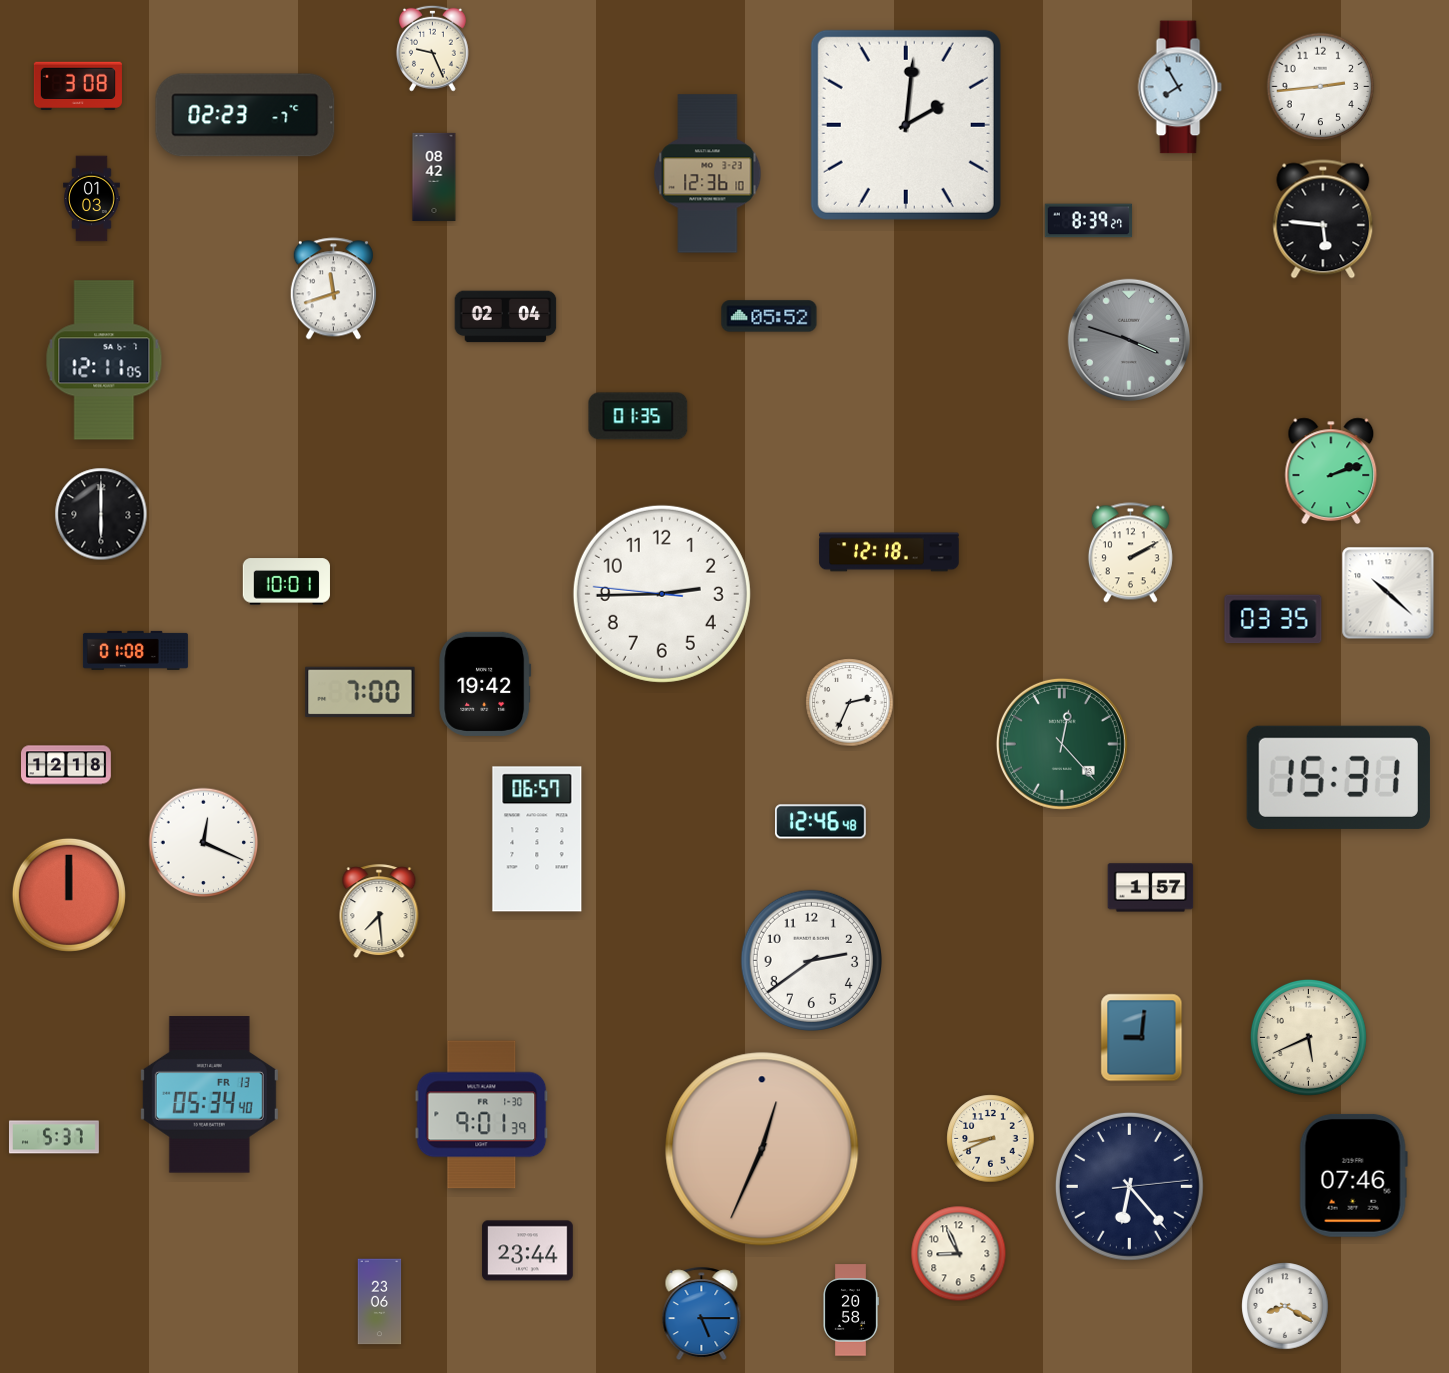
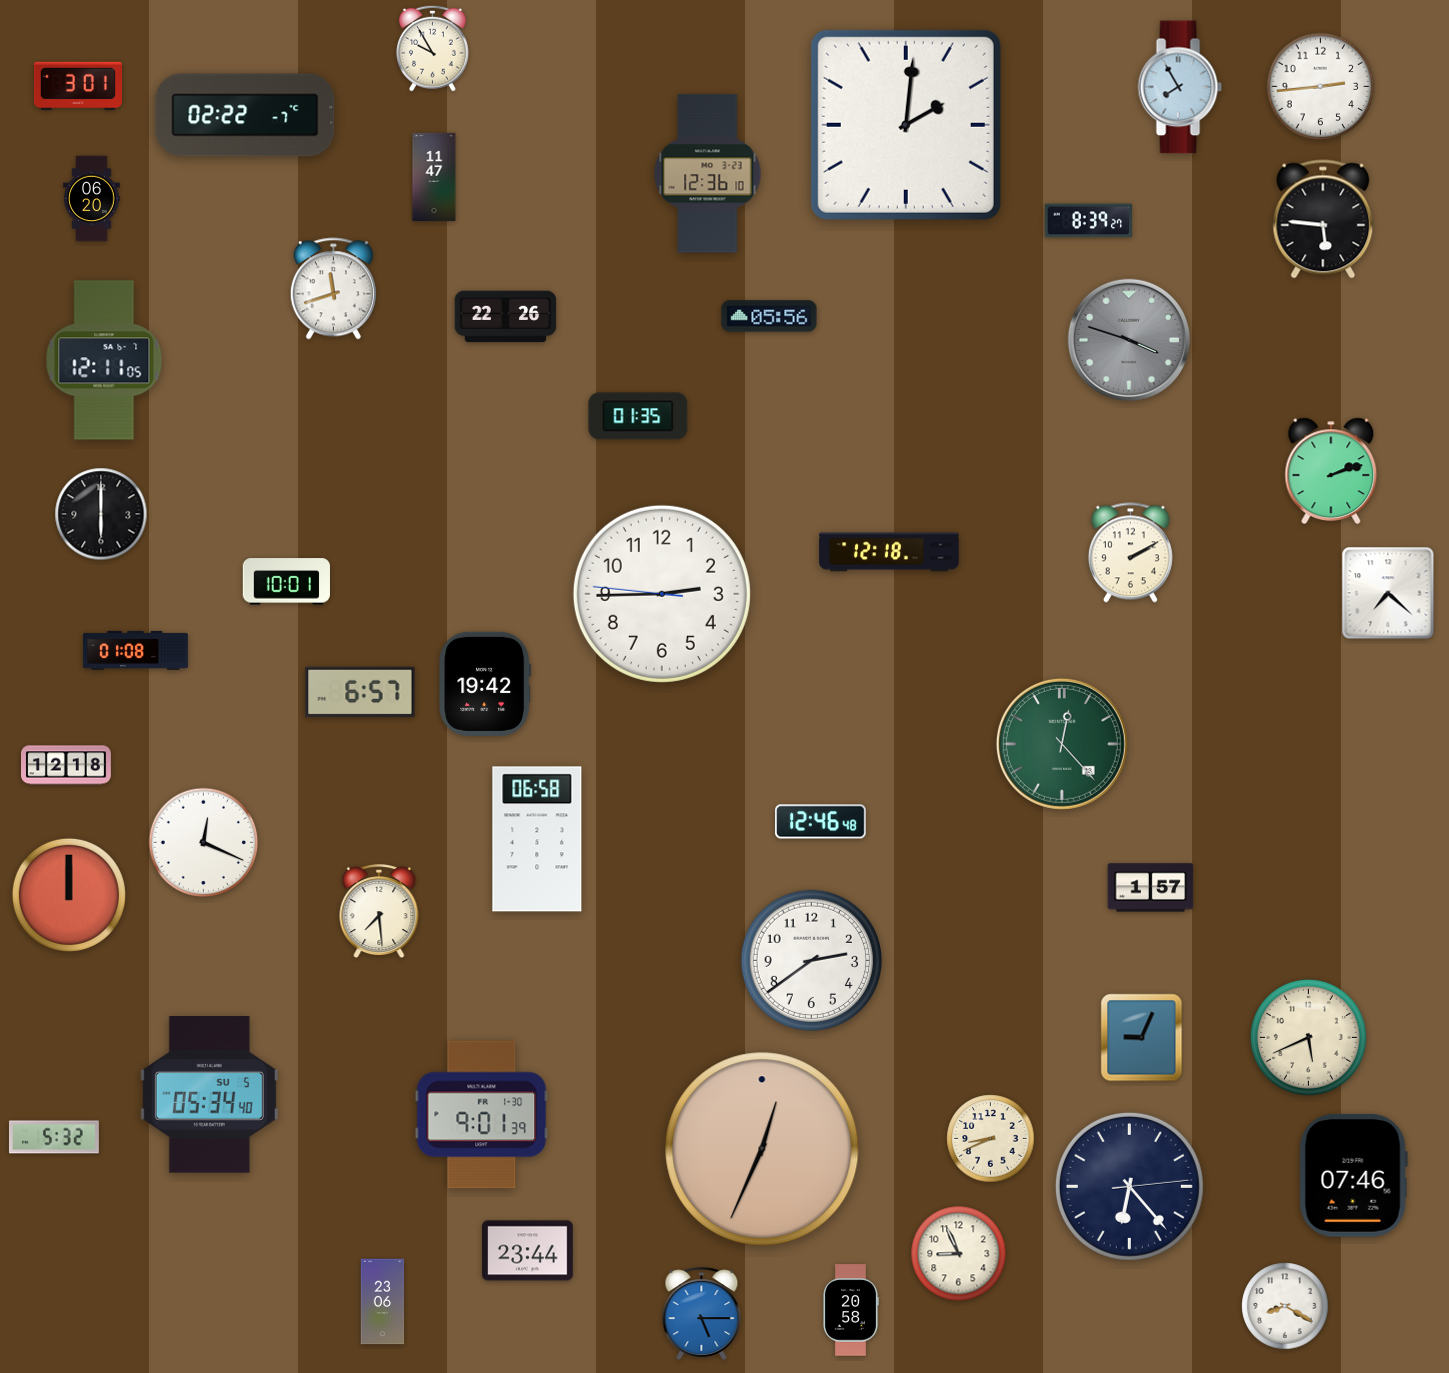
clock at (432, 48): 9:26 -> 9:55
clock at (78, 86): 3:08 -> 3:01
clock at (245, 115): 02:23 -> 02:22
clock at (434, 177): 08:42 -> 11:47
clock at (92, 199): 01:03 -> 06:20
clock at (769, 316): 05:52 -> 05:56
clock at (506, 317): 02:04 -> 22:26
clock at (1388, 593): 10:22 -> 7:22
clock at (1273, 619): 03:35 -> none
clock at (360, 692): 7:00 -> 6:57
clock at (850, 703): 2:34 -> none
clock at (1338, 777): 15:31 -> none
clock at (537, 839): 06:57 -> 06:58
clock at (1142, 1038): 9:01 -> 9:04
clock at (209, 1095) date: FR 13 -> SU 5
clock at (54, 1137): 5:37 -> 5:32
clock at (380, 1302) position: (380, 1302) -> (383, 1302)
